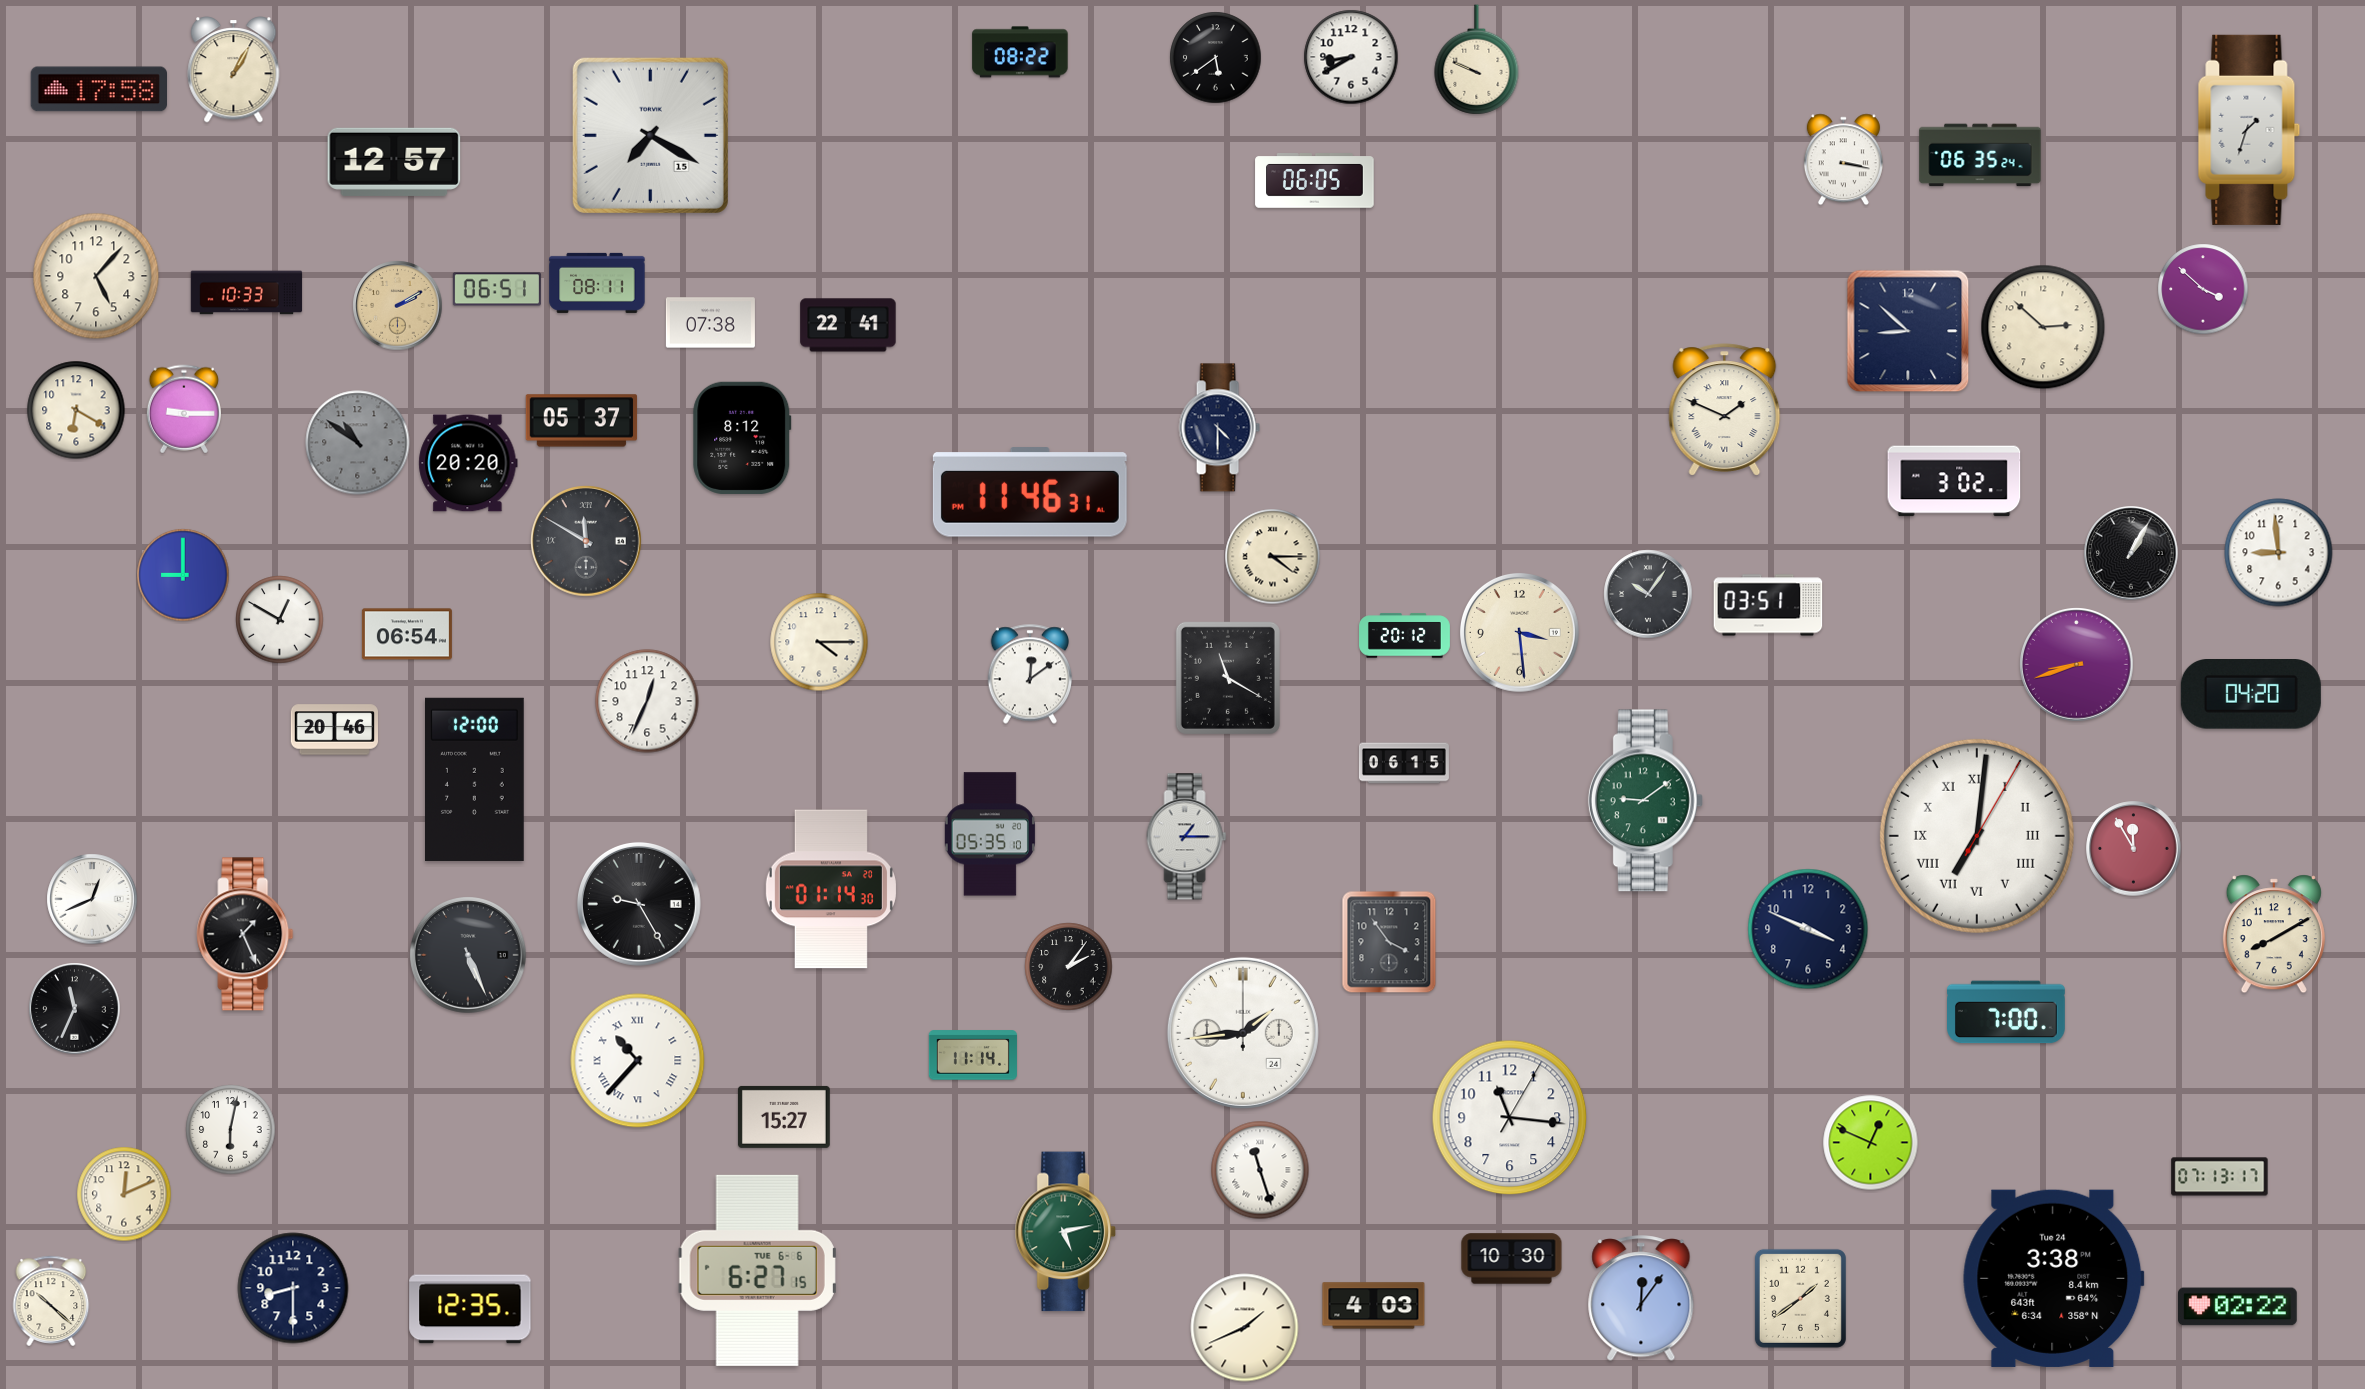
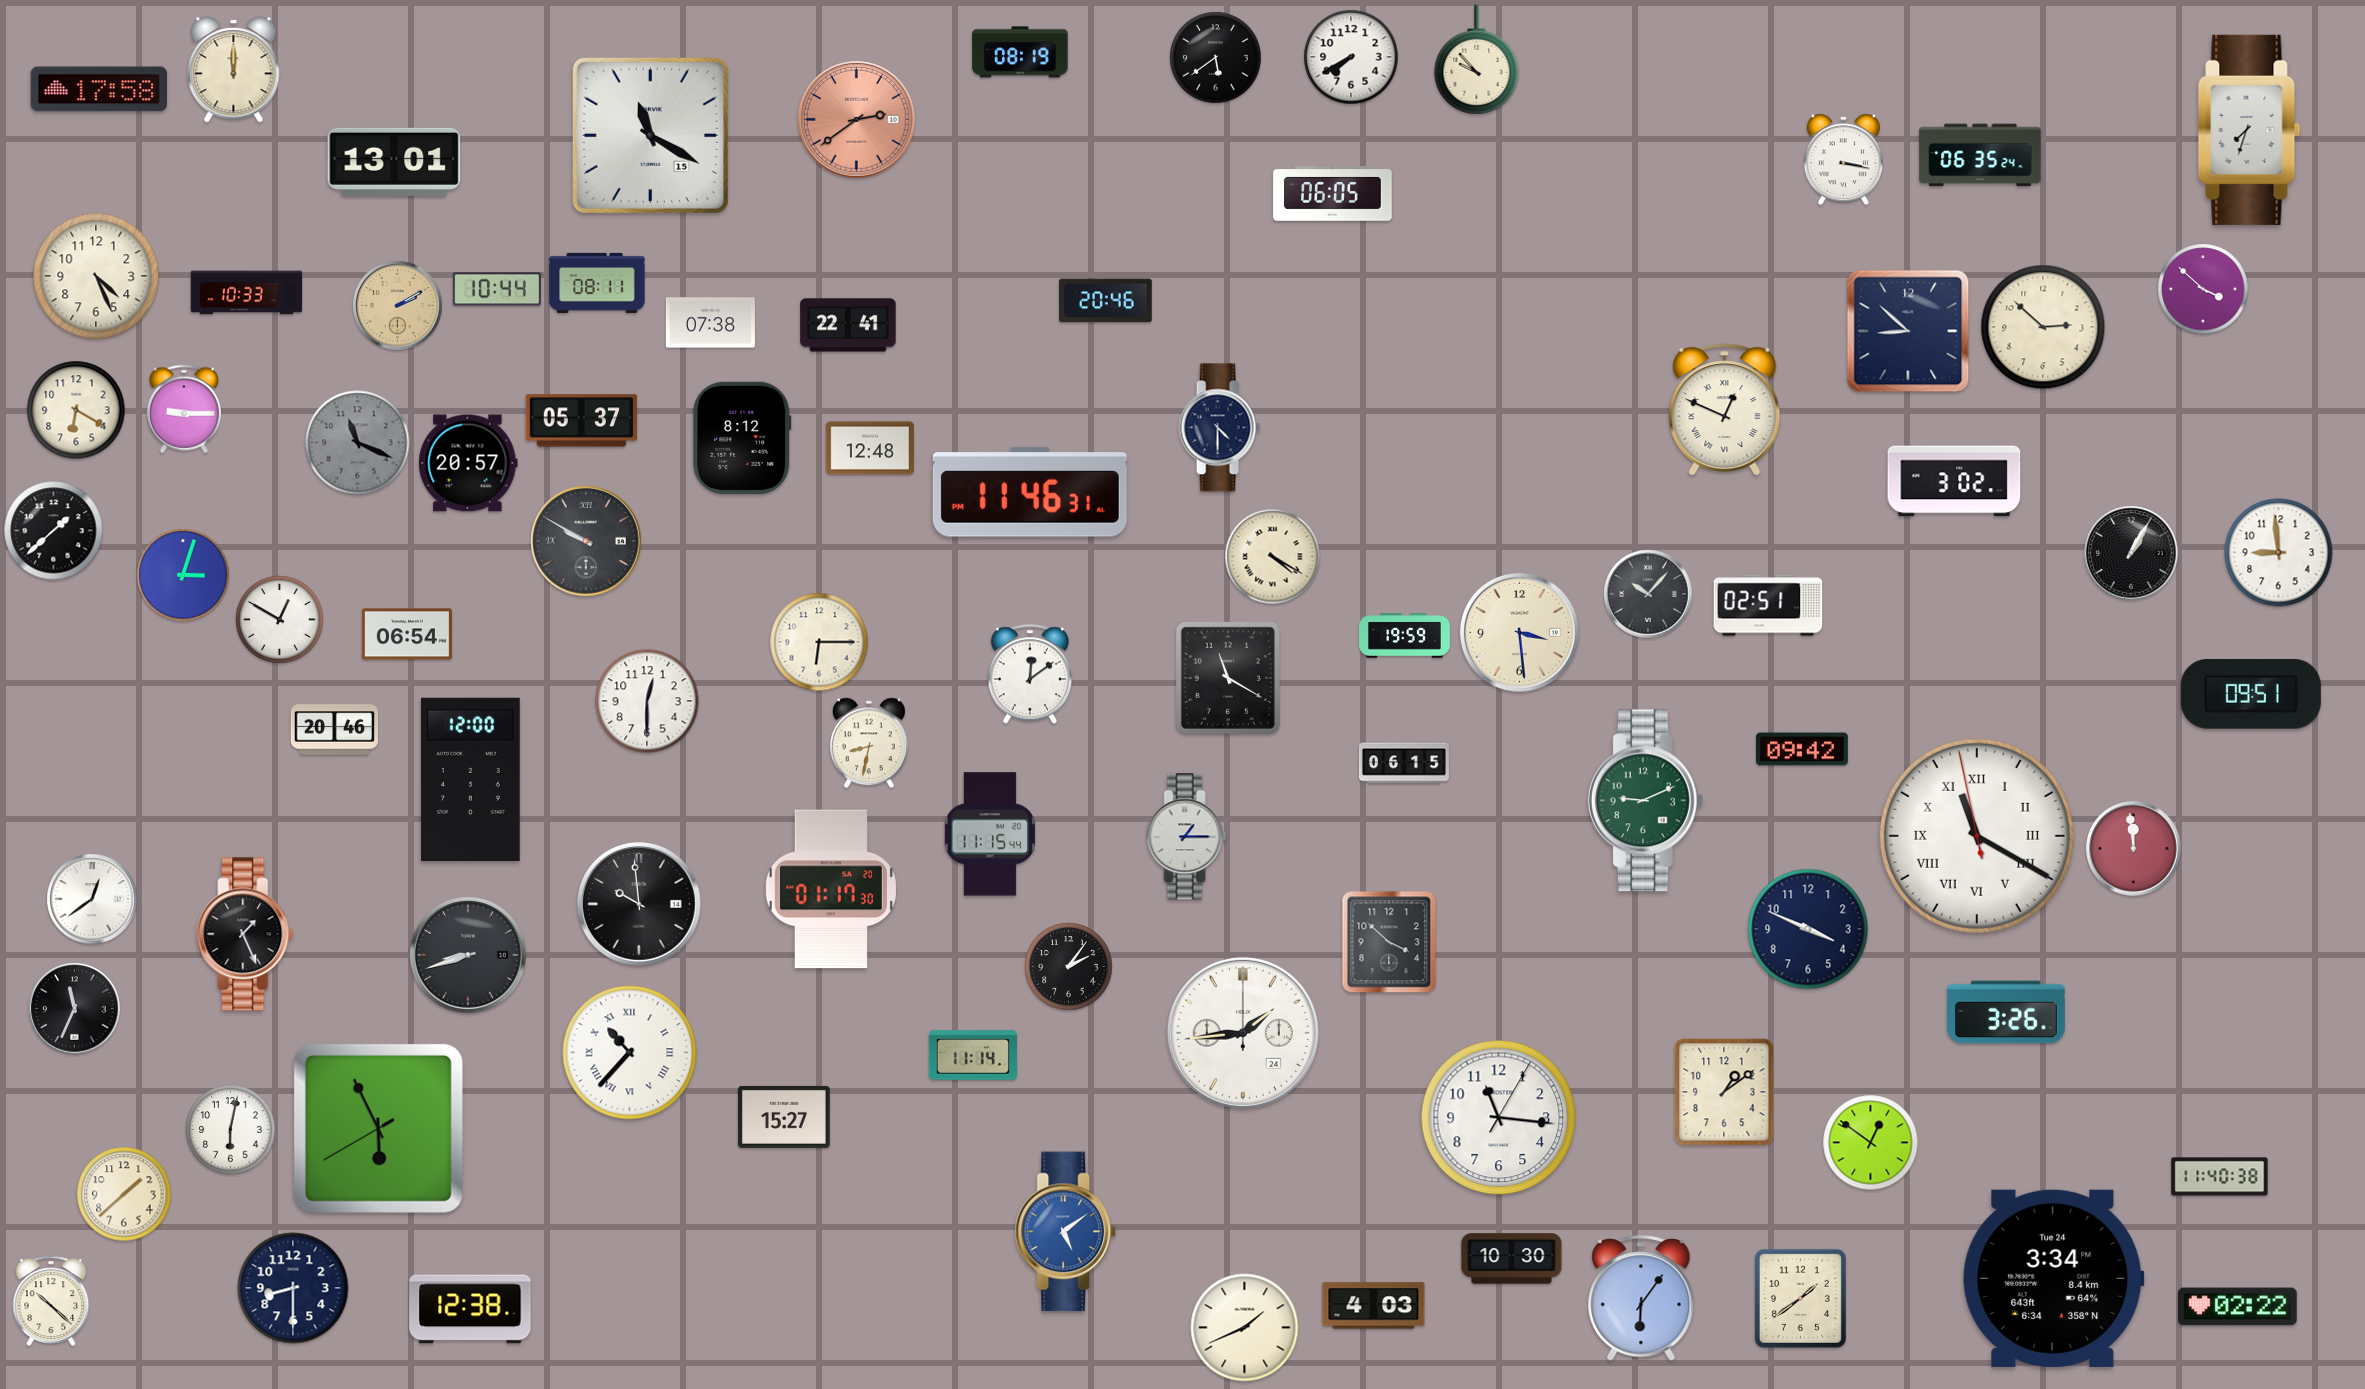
clock at (1020, 52): 08:22 -> 08:19
clock at (1351, 57): 8:40 -> 7:40
clock at (1477, 60): 9:49 -> 9:53
clock at (234, 70): 1:05 -> 12:00
clock at (857, 120): none -> 2:39
clock at (2249, 130): 1:33 -> 7:33
clock at (650, 135): 7:20 -> 11:20
clock at (394, 162): 12:57 -> 13:01
clock at (1315, 181) position: (1315, 181) -> (1333, 194)
clock at (96, 276): 5:07 -> 4:26
clock at (497, 289): 06:51 -> 10:44
clock at (1106, 301): none -> 20:46
clock at (1725, 410): 1:49 -> 12:49
clock at (358, 443): 10:51 -> 11:19
clock at (870, 448): none -> 12:48
clock at (468, 463): 20:20 -> 20:57
clock at (54, 531): none -> 1:38
clock at (586, 541): 11:50 -> 9:50
clock at (1273, 557): 4:15 -> 4:20
clock at (183, 575): 9:00 -> 3:03
clock at (1648, 594): 10:06 -> 10:07
clock at (1768, 605): 03:51 -> 02:51
clock at (1405, 636): 20:12 -> 19:59
clock at (819, 642): 4:15 -> 6:15
clock at (2077, 665): 8:42 -> none
clock at (2251, 695): 04:20 -> 09:51
clock at (647, 701): 12:34 -> 12:30
clock at (869, 743): none -> 8:32
clock at (1803, 749): none -> 09:42
clock at (475, 779) position: (475, 779) -> (471, 779)
clock at (1645, 801): 9:09 -> 9:11
clock at (990, 834): 05:35 -> 11:15
clock at (1977, 836): 7:01 -> 11:19
clock at (2134, 849): 11:55 -> 11:59
clock at (831, 889): 01:14 -> 01:17
clock at (92, 899): 12:41 -> 12:39
clock at (639, 904): 9:25 -> 9:59
clock at (2274, 934): 8:10 -> none
clock at (1389, 942): 3:54 -> 3:52
clock at (469, 956): 5:26 -> 8:42
clock at (2007, 1012): 7:00 -> 3:26
clock at (638, 1061) position: (638, 1061) -> (630, 1053)
clock at (1724, 1092): none -> 1:09
clock at (1510, 1118) position: (1510, 1118) -> (1499, 1118)
clock at (378, 1128): none -> 5:55
clock at (1871, 1143): 12:49 -> 12:51
clock at (1260, 1170): 11:27 -> none
clock at (2220, 1177): 07:13 -> 11:40
clock at (124, 1194): 12:11 -> 1:38
clock at (1065, 1232): 5:13 -> 5:09
clock at (1065, 1232) dial: green -> blue
clock at (757, 1270): 6:27 -> none
clock at (2054, 1278): 3:38 -> 3:34
clock at (1641, 1299): 12:06 -> 6:06
clock at (470, 1309): 12:35 -> 12:38
